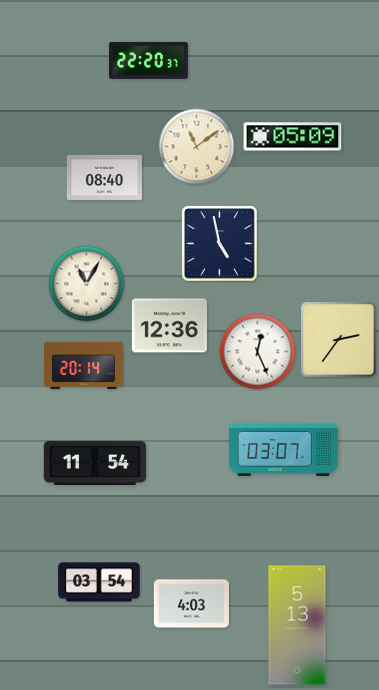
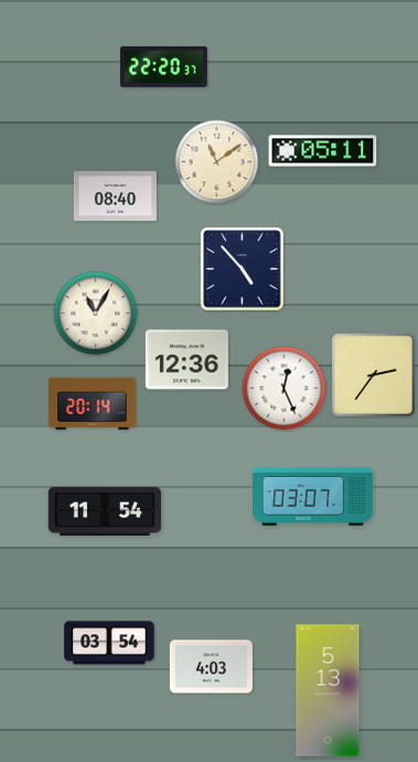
clock at (293, 137): 05:09 -> 05:11
clock at (220, 244): 4:58 -> 4:53
